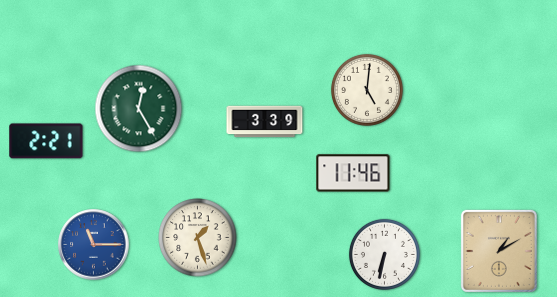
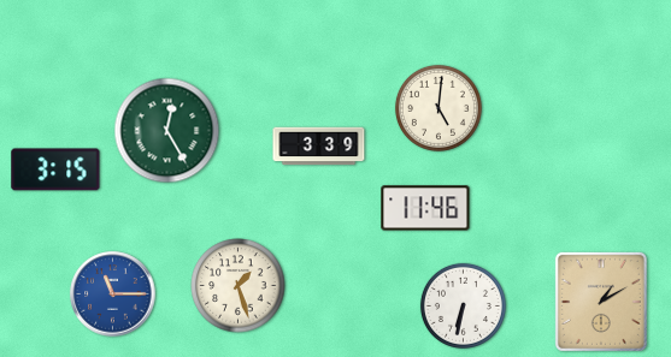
clock at (367, 90) position: (367, 90) -> (438, 108)
clock at (46, 141): 2:21 -> 3:15
